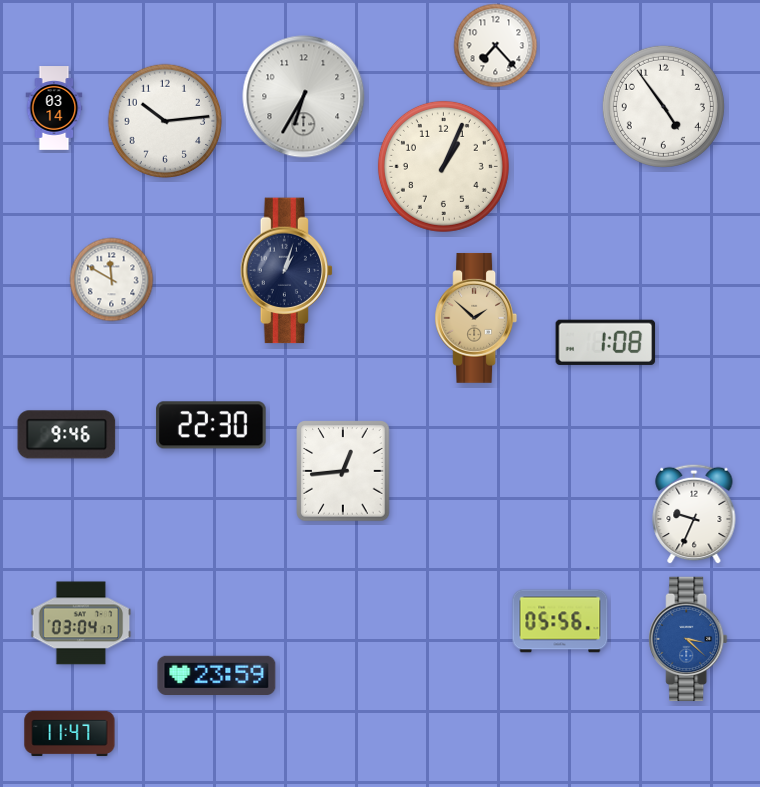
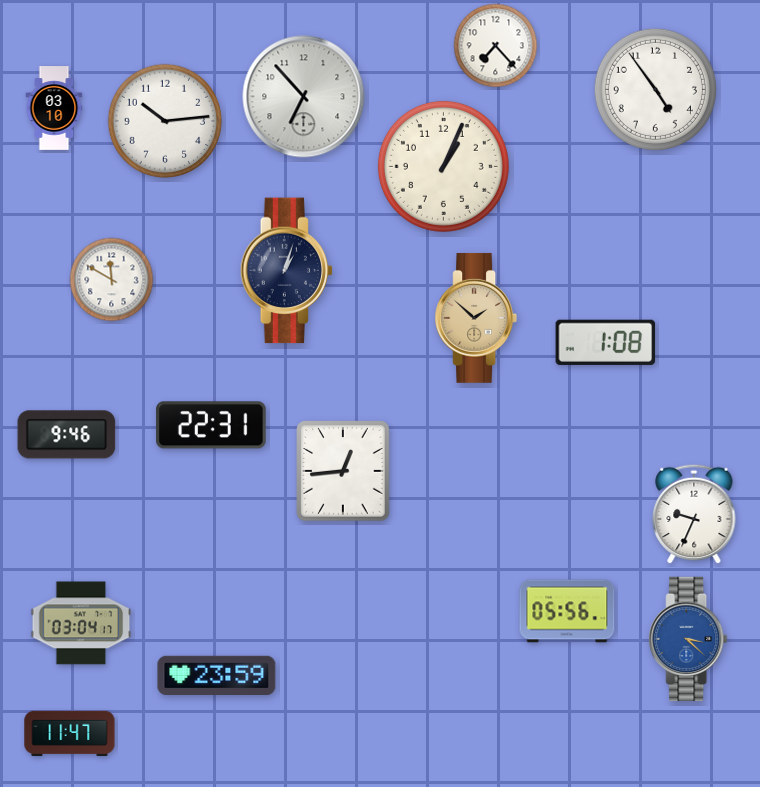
clock at (304, 97): 6:35 -> 6:53
clock at (663, 106) position: (663, 106) -> (655, 89)
clock at (54, 108): 03:14 -> 03:10
clock at (211, 425): 22:30 -> 22:31
clock at (560, 621) position: (560, 621) -> (567, 611)
